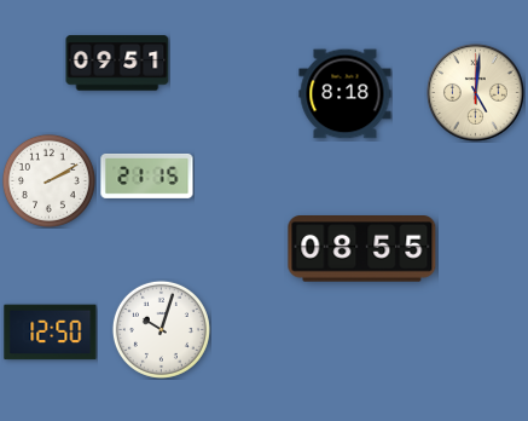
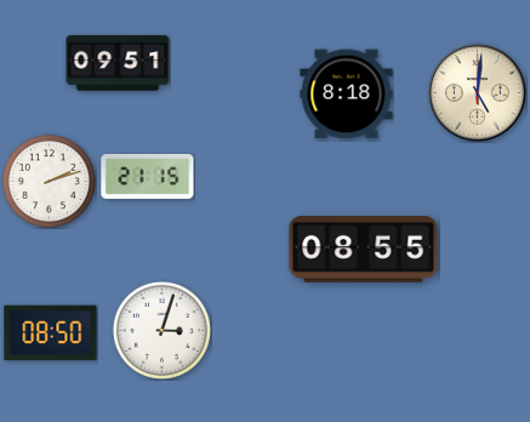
clock at (48, 180): 2:10 -> 2:12
clock at (161, 329): 10:03 -> 3:03
clock at (51, 333): 12:50 -> 08:50
